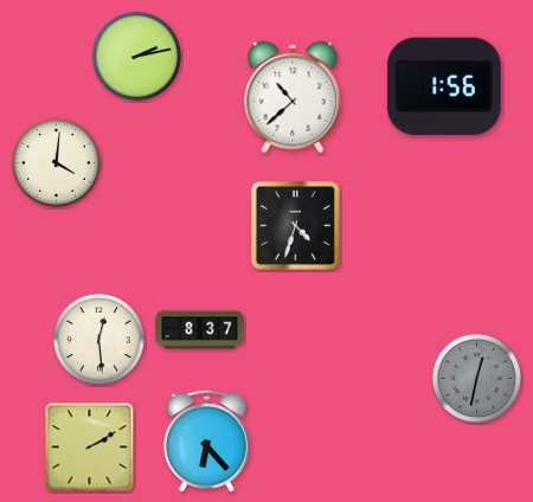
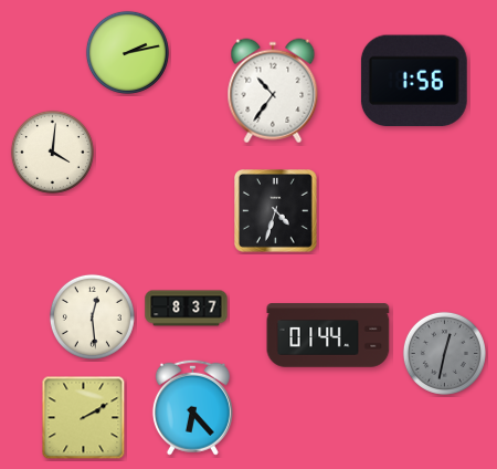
clock at (293, 97): 10:38 -> 10:36
clock at (328, 335): none -> 01:44
clock at (206, 440) position: (206, 440) -> (192, 407)
